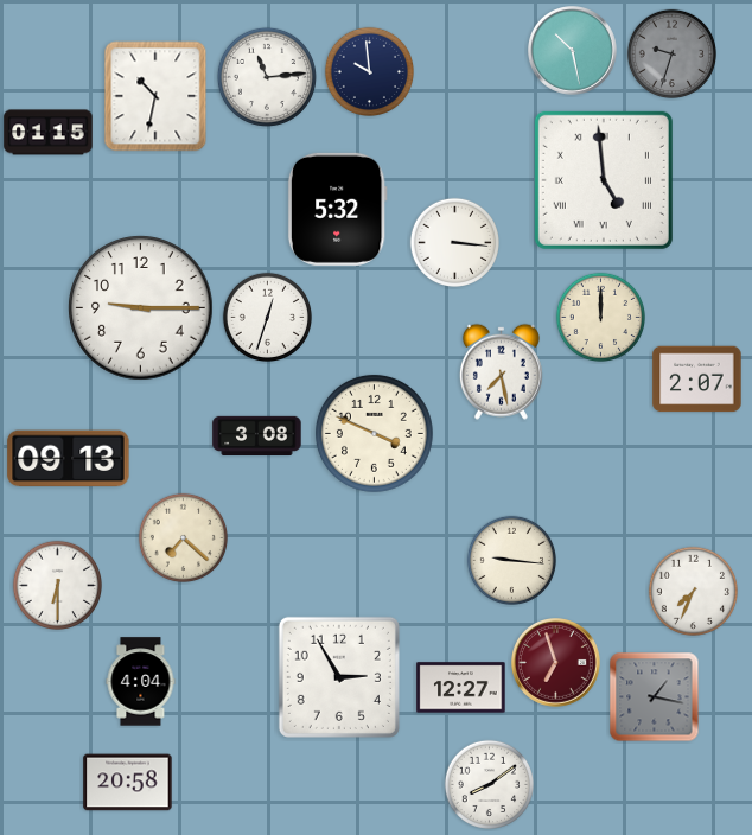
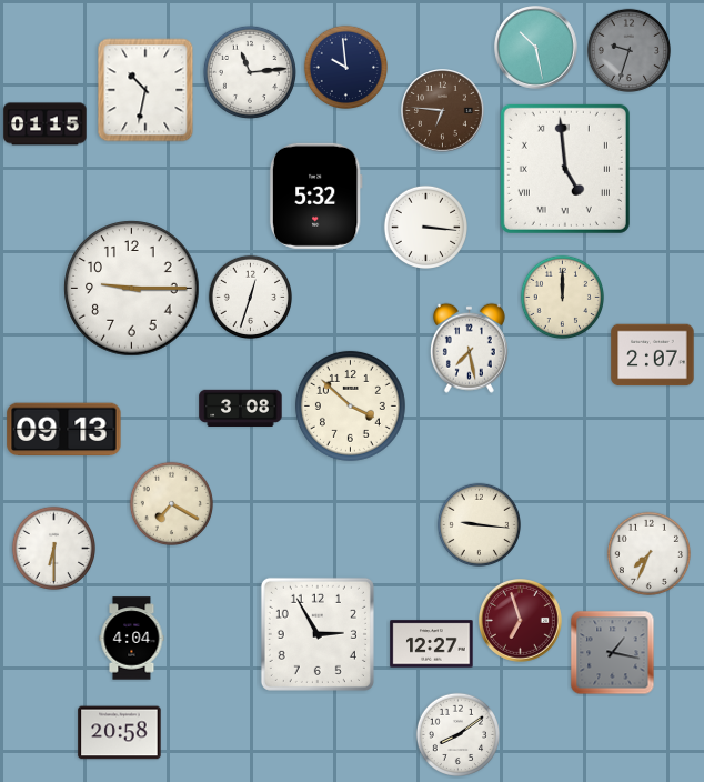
clock at (443, 111): none -> 6:46
clock at (374, 433): 3:49 -> 3:52
clock at (183, 537): 7:22 -> 7:20
